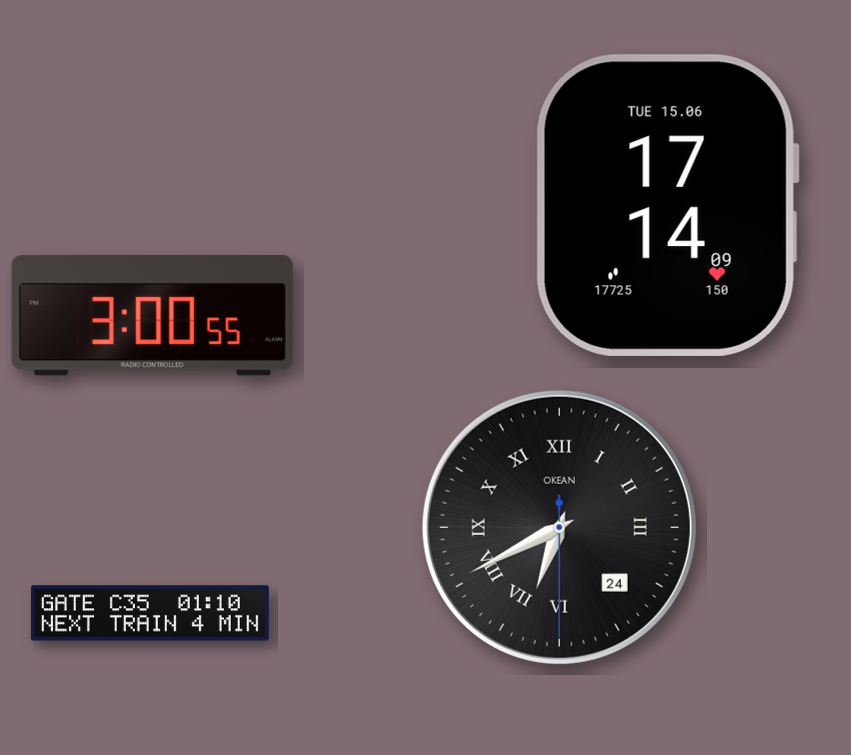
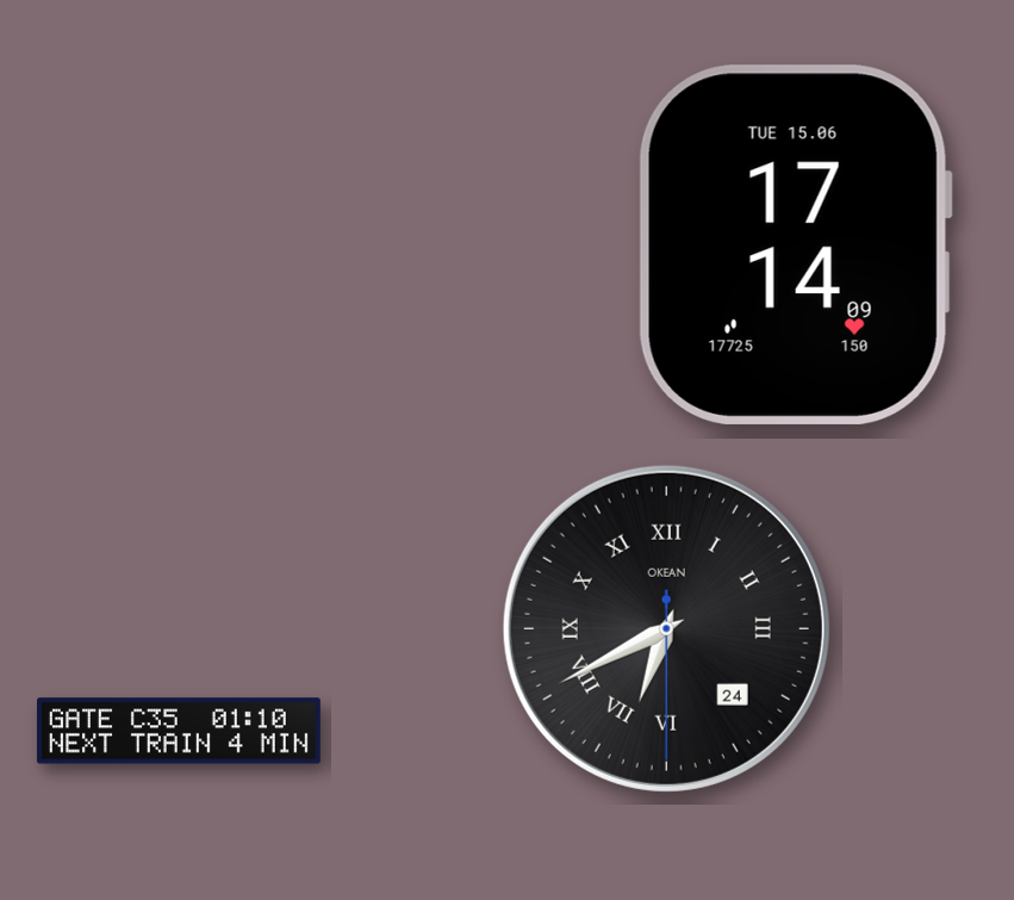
clock at (152, 316): 3:00 -> none
